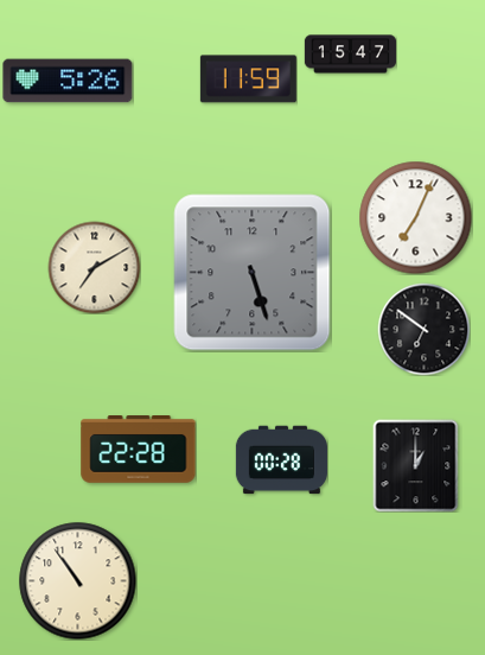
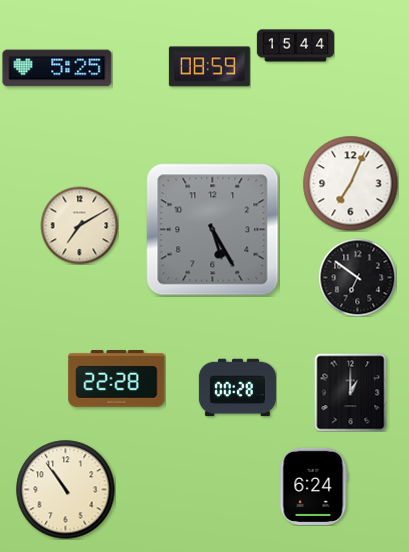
clock at (350, 55): 15:47 -> 15:44
clock at (248, 80): 11:59 -> 08:59
clock at (68, 81): 5:26 -> 5:25
clock at (253, 273): 5:27 -> 5:25
clock at (313, 486): none -> 6:24
